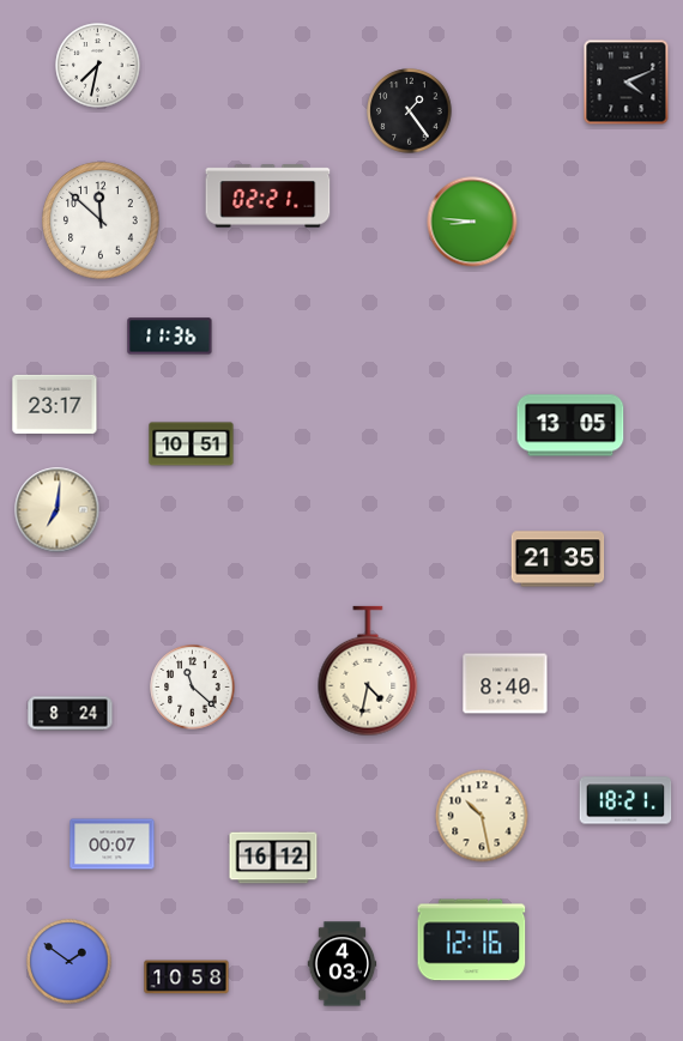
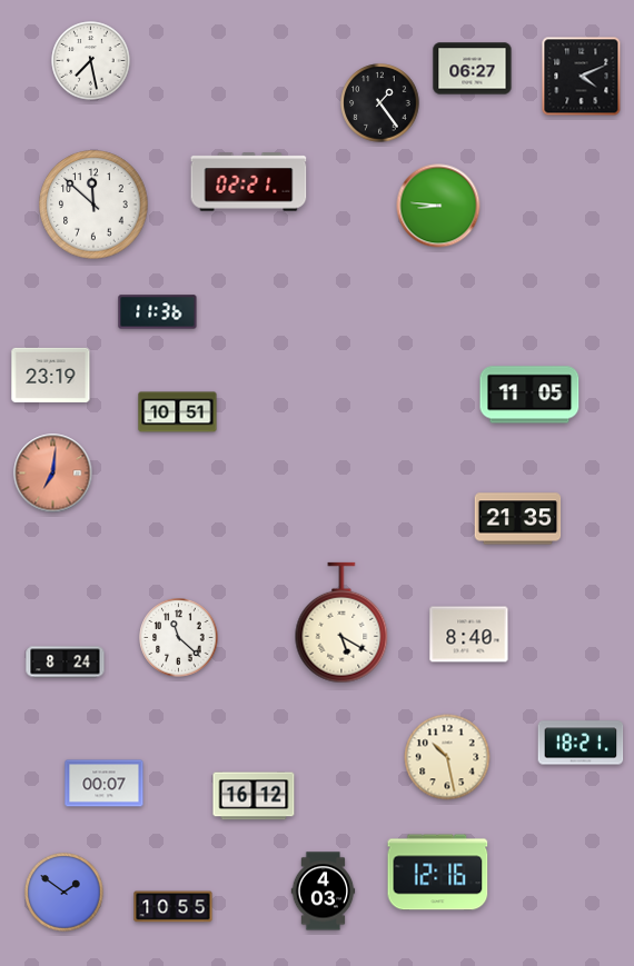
clock at (98, 66): 7:32 -> 7:28
clock at (473, 69): none -> 06:27
clock at (55, 404): 23:17 -> 23:19
clock at (570, 425): 13:05 -> 11:05
clock at (58, 510) dial: cream -> salmon
clock at (368, 671): 4:32 -> 5:20
clock at (343, 964) position: (343, 964) -> (324, 892)
clock at (187, 978): 10:58 -> 10:55
